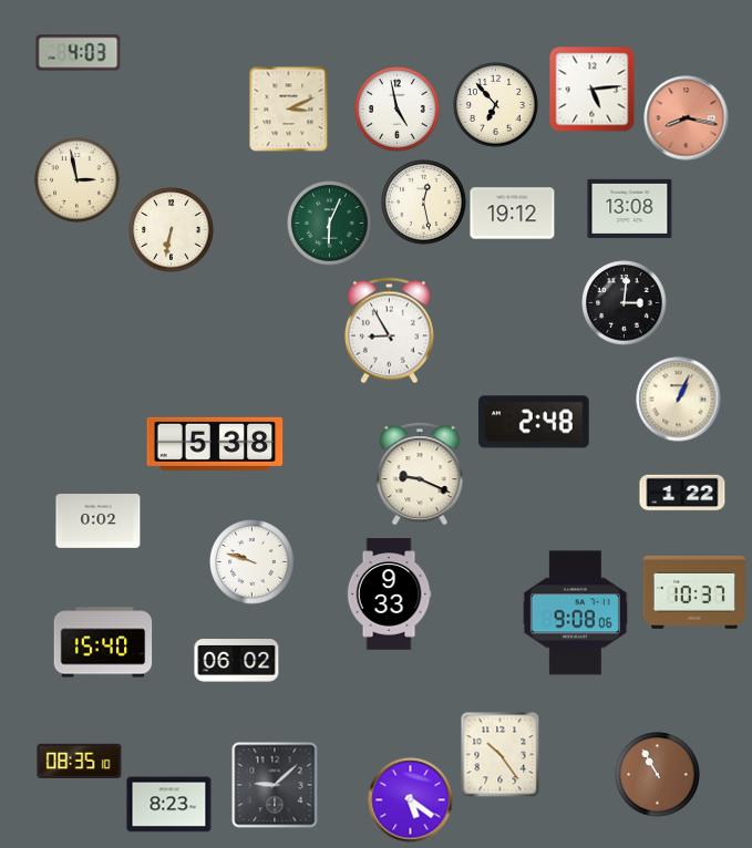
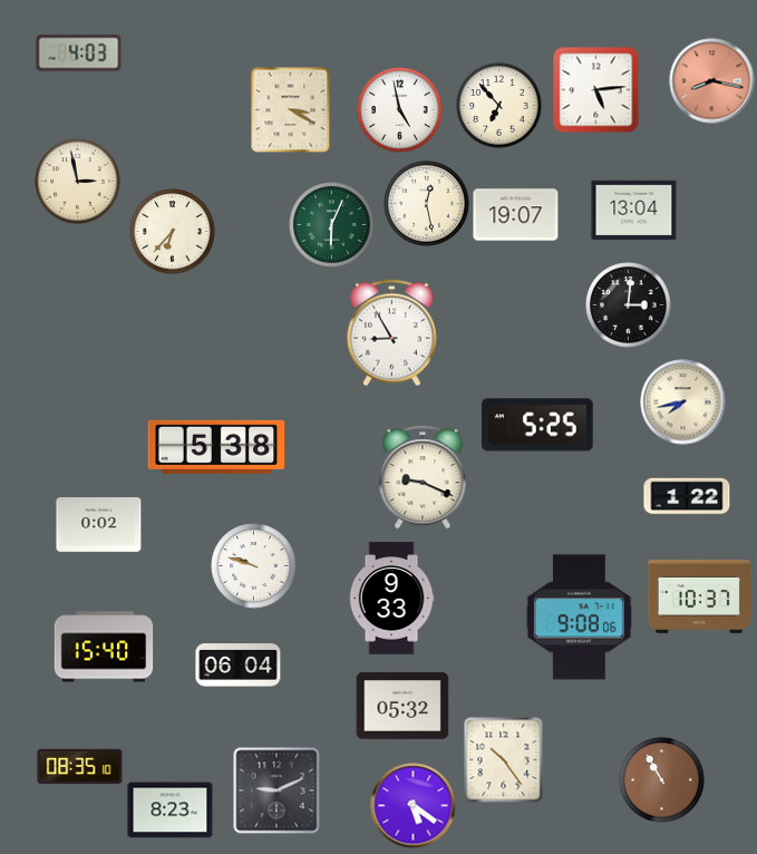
clock at (289, 108): 3:11 -> 3:20
clock at (687, 118) position: (687, 118) -> (712, 81)
clock at (630, 208): 13:08 -> 13:04
clock at (513, 214): 19:12 -> 19:07
clock at (172, 230): 6:32 -> 6:37
clock at (679, 400): 1:04 -> 7:43
clock at (534, 422): 2:48 -> 5:25
clock at (237, 661): 06:02 -> 06:04
clock at (402, 706): none -> 05:32
clock at (275, 785): 9:08 -> 9:11
